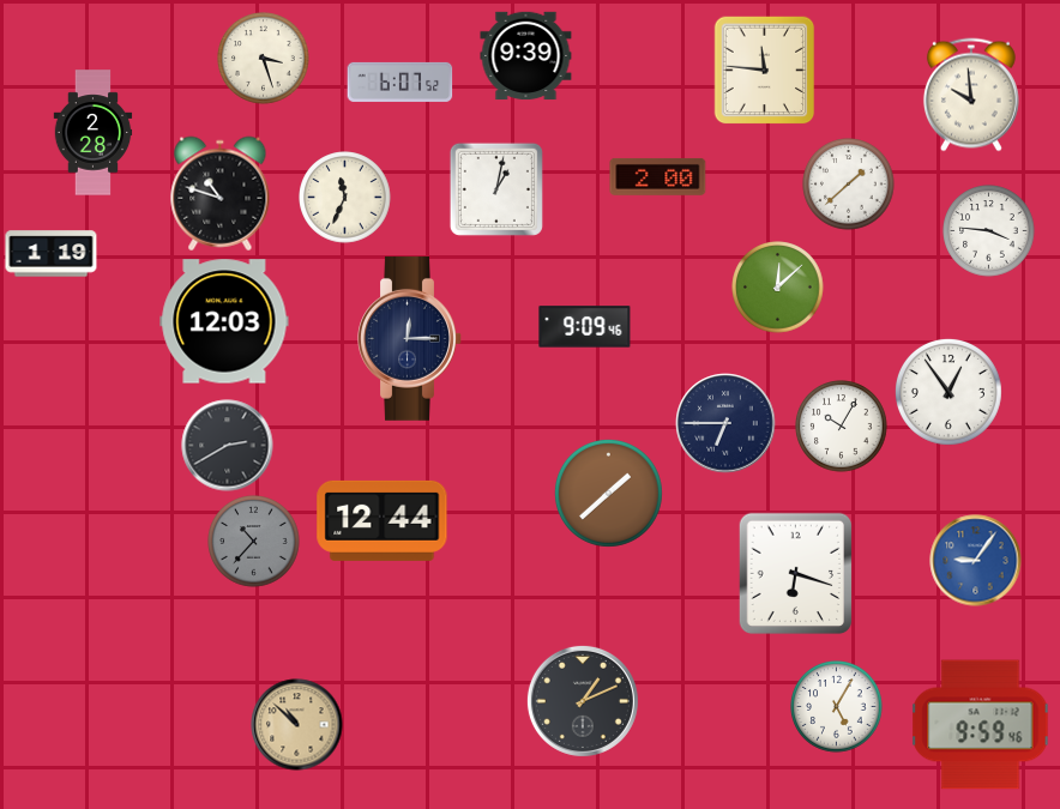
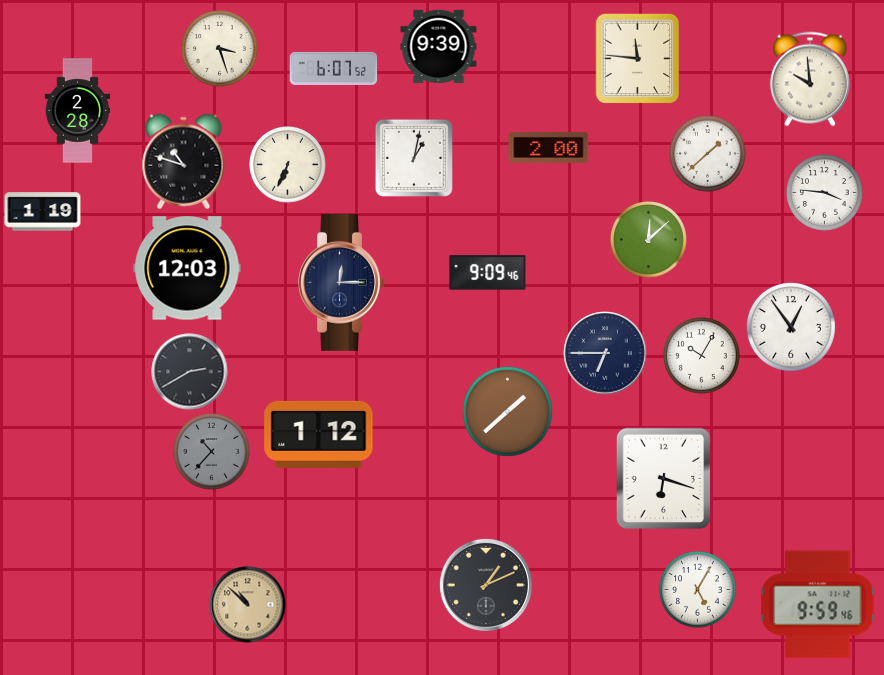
clock at (345, 198): 11:34 -> 6:34
clock at (383, 520): 12:44 -> 1:12
clock at (976, 561): 9:06 -> none
